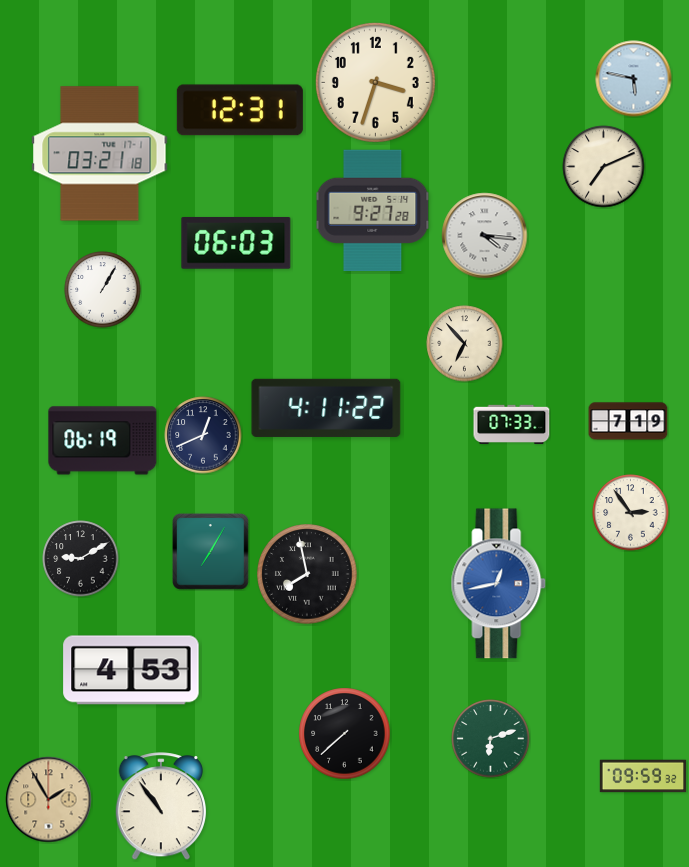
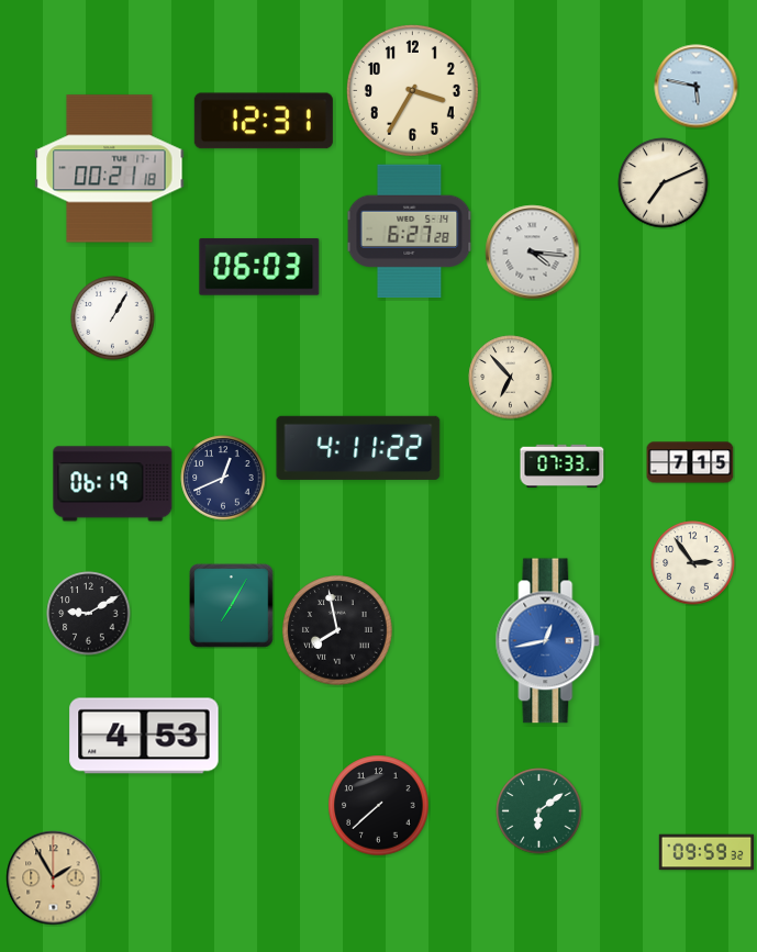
clock at (375, 82): 3:33 -> 3:35
clock at (100, 154): 03:21 -> 00:21
clock at (373, 210): 9:27 -> 6:27
clock at (485, 236) position: (485, 236) -> (533, 253)
clock at (628, 421): 7:19 -> 7:15
clock at (491, 739): 6:12 -> 6:09
clock at (160, 807): 10:54 -> none
